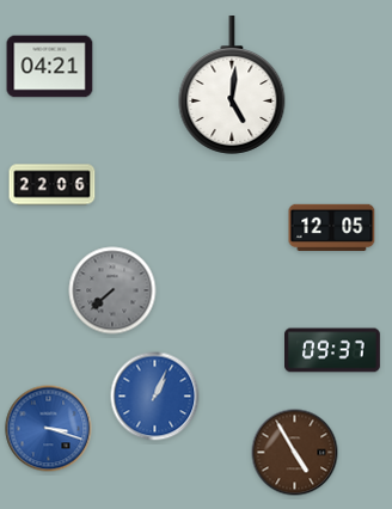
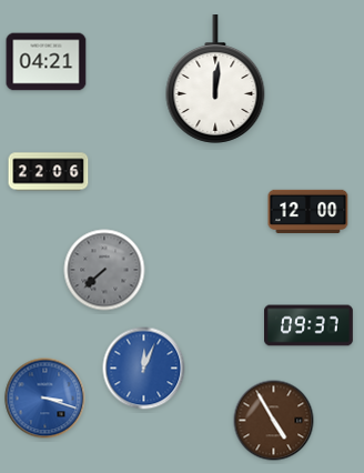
clock at (232, 85): 5:01 -> 12:01
clock at (332, 227): 12:05 -> 12:00
clock at (155, 397): 1:04 -> 12:04
